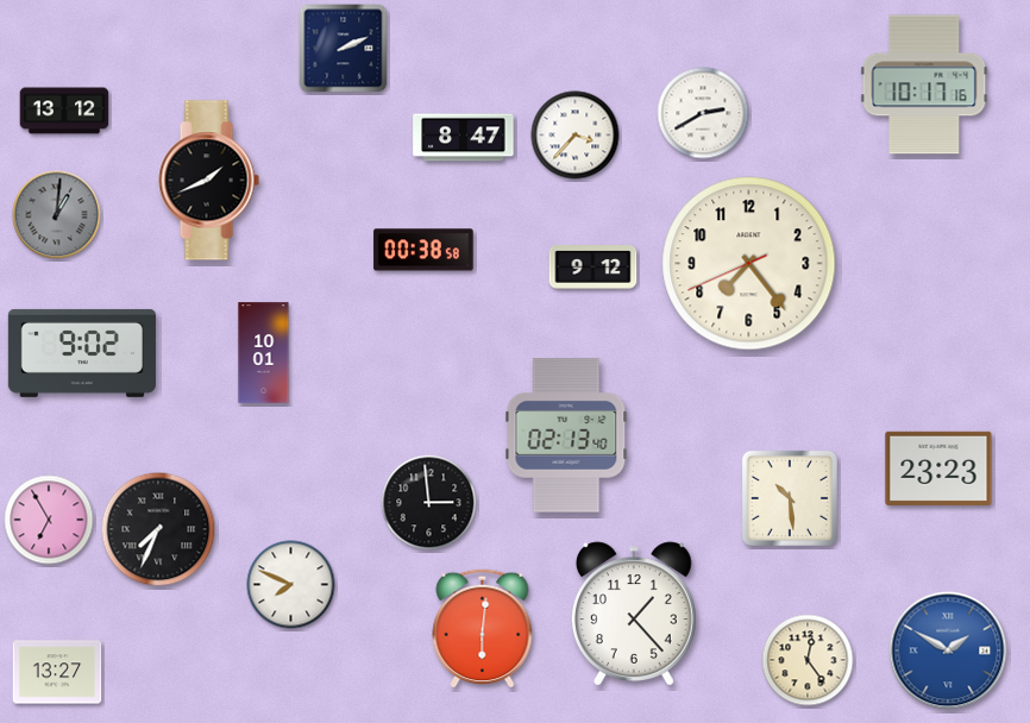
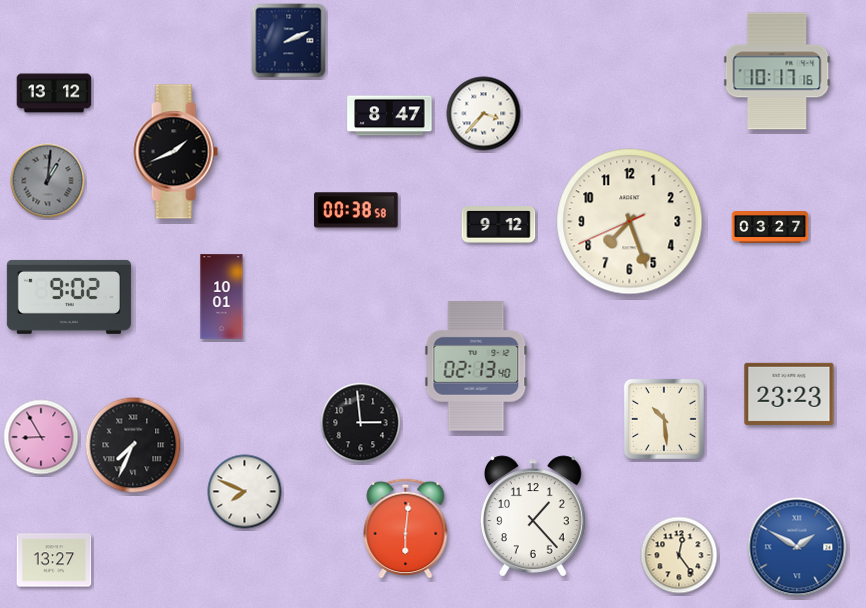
clock at (703, 113): 2:40 -> none
clock at (749, 264): 7:23 -> 7:26
clock at (770, 228): none -> 03:27
clock at (49, 520): 6:55 -> 8:55
clock at (57, 672) position: (57, 672) -> (54, 560)
